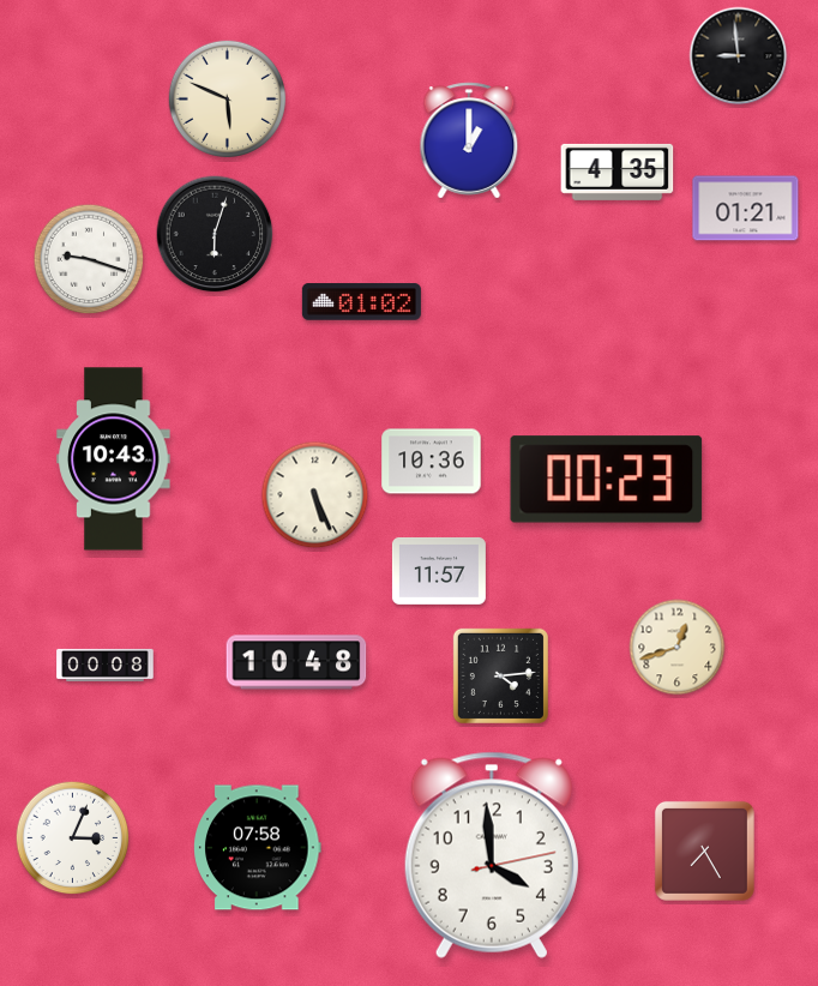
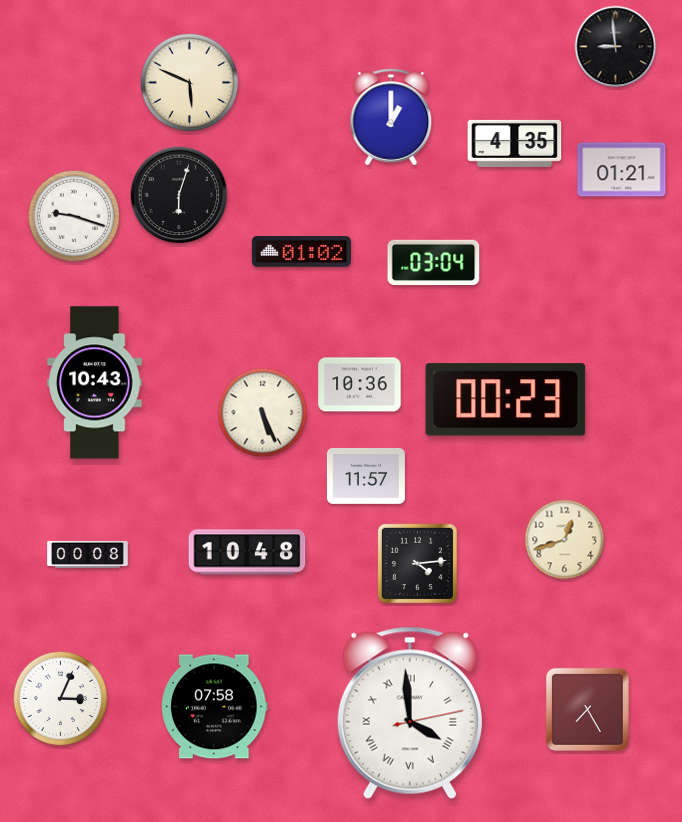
clock at (746, 209) position: (746, 209) -> (622, 170)
clock at (434, 262): none -> 03:04
clock at (492, 855) numerals: Arabic -> Roman
